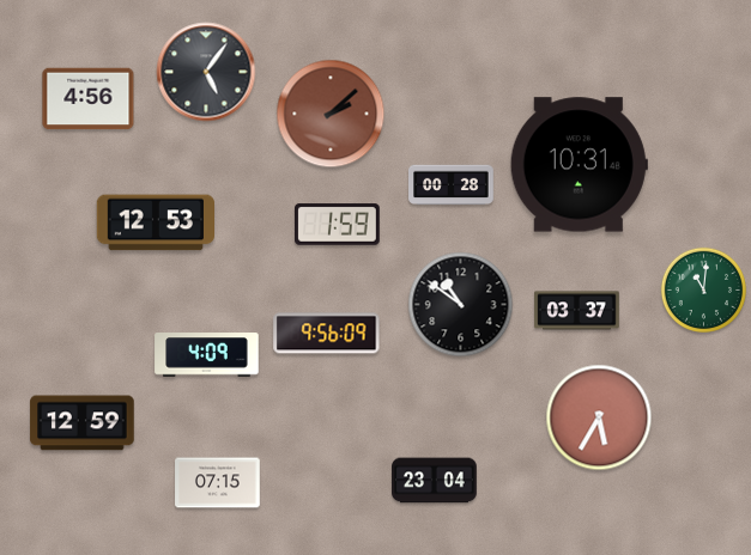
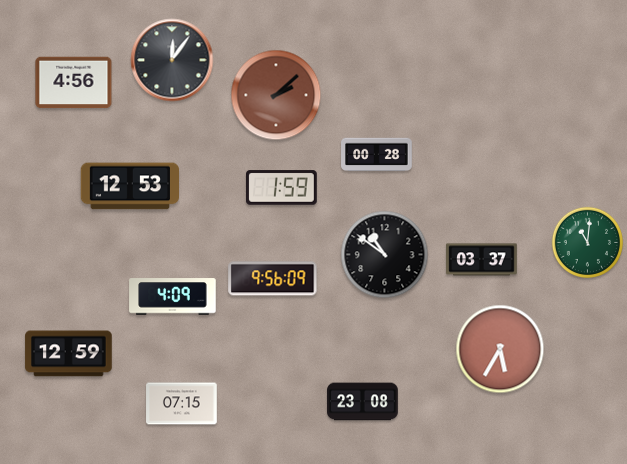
clock at (206, 72): 5:06 -> 12:06
clock at (579, 165): 10:31 -> none
clock at (435, 481): 23:04 -> 23:08
